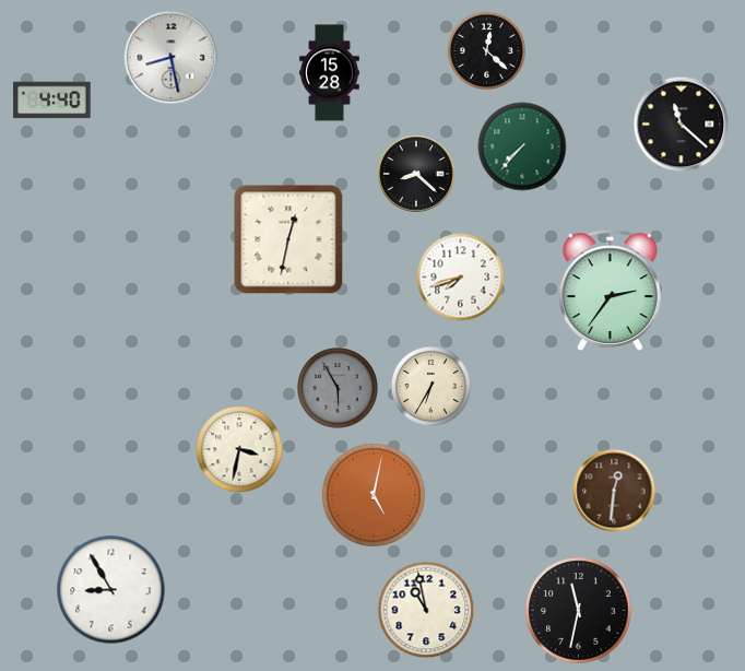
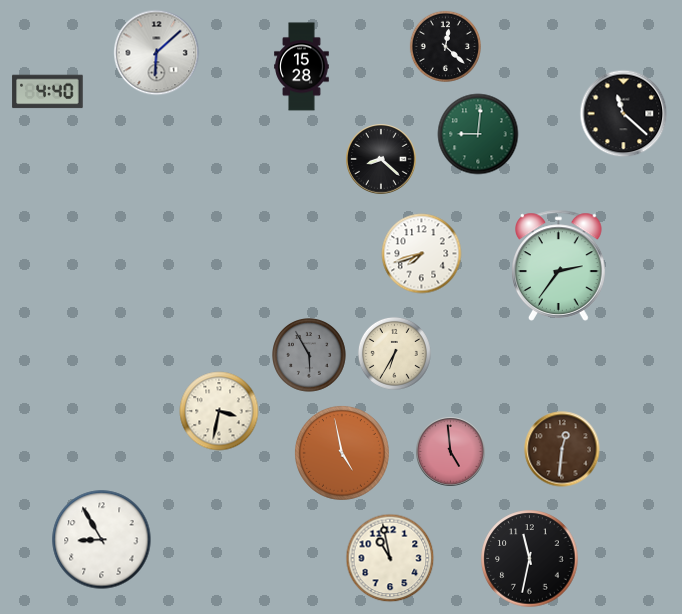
clock at (172, 58): 8:28 -> 6:08
clock at (522, 146): 7:37 -> 9:01
clock at (288, 239): 12:32 -> none
clock at (451, 452): none -> 4:59
clock at (374, 495): 5:02 -> 4:58
